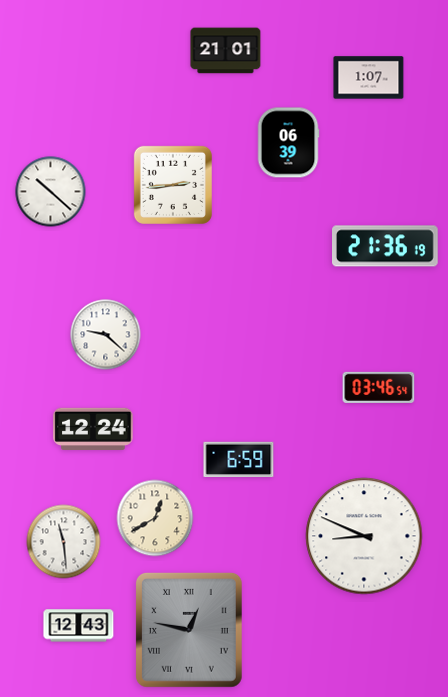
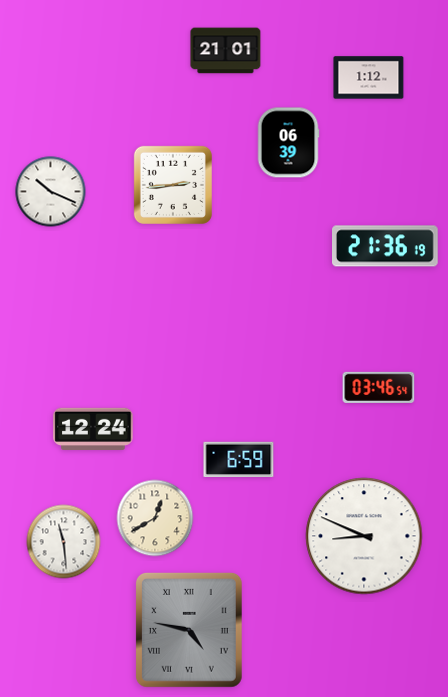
clock at (369, 78): 1:07 -> 1:12
clock at (51, 192): 10:22 -> 10:19
clock at (106, 335): 9:22 -> none
clock at (79, 626): 12:43 -> none
clock at (189, 630): 12:47 -> 4:47
